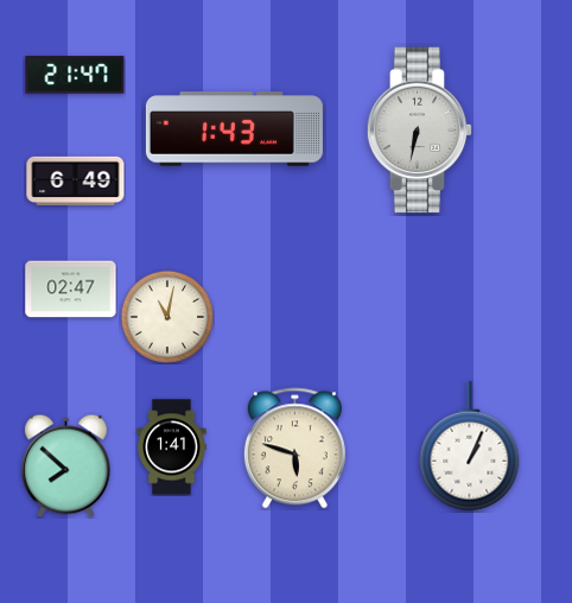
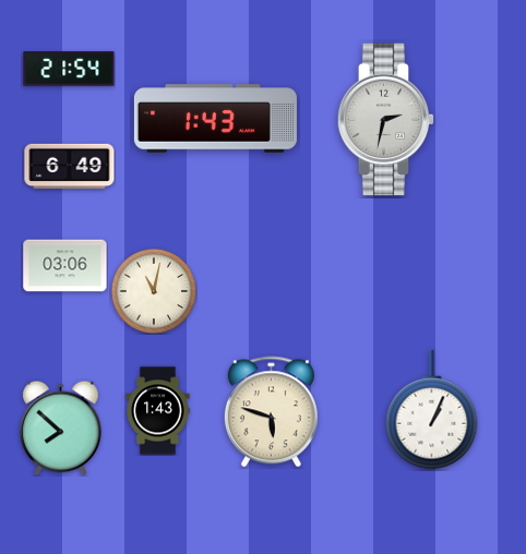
clock at (75, 75): 21:47 -> 21:54
clock at (420, 131): 6:32 -> 2:32
clock at (71, 290): 02:47 -> 03:06
clock at (172, 448): 1:41 -> 1:43
